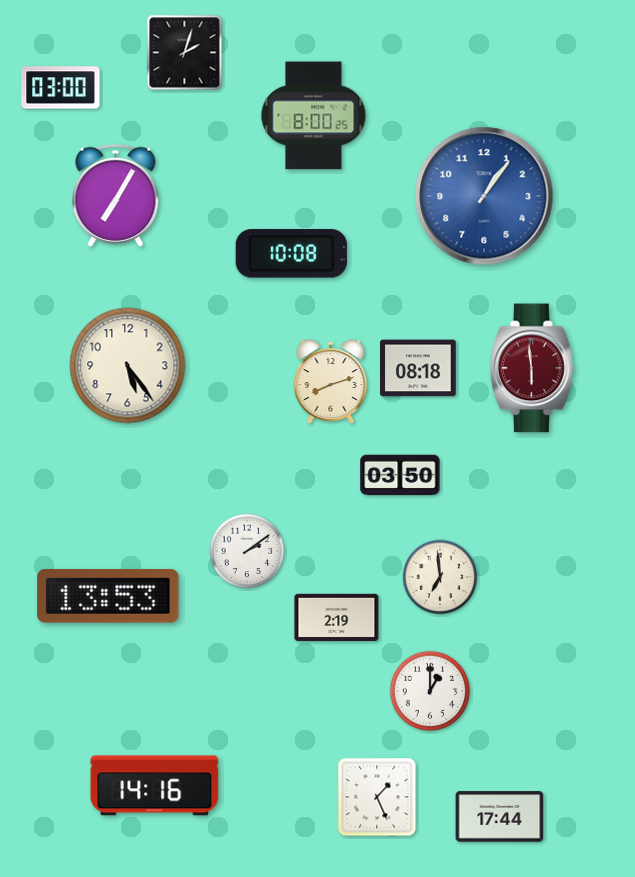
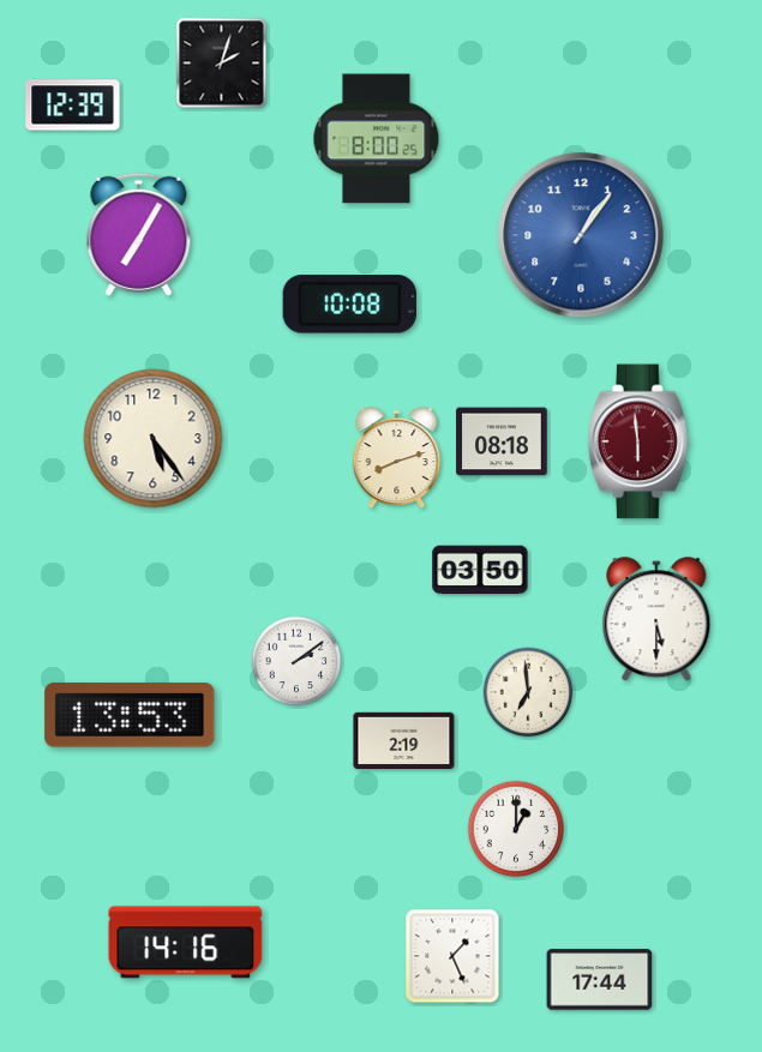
clock at (61, 88): 03:00 -> 12:39
clock at (656, 620): none -> 5:30
